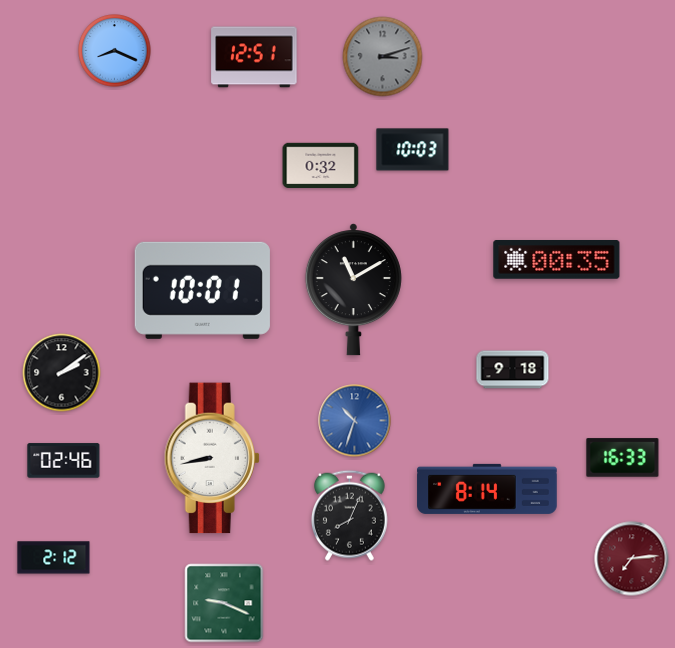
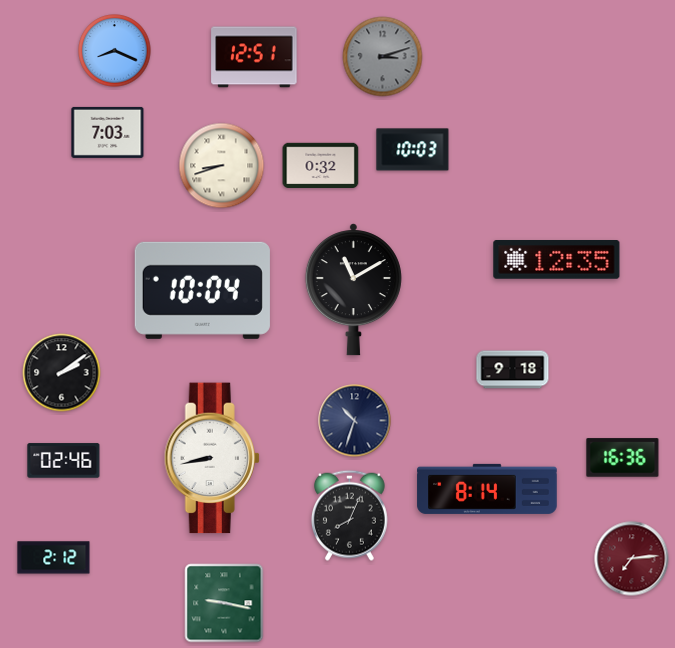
clock at (108, 132): none -> 7:03
clock at (222, 166): none -> 8:42
clock at (557, 260): 00:35 -> 12:35
clock at (202, 290): 10:01 -> 10:04
clock at (355, 421) dial: blue -> navy
clock at (623, 458): 16:33 -> 16:36
clock at (224, 603): 9:19 -> 9:17
